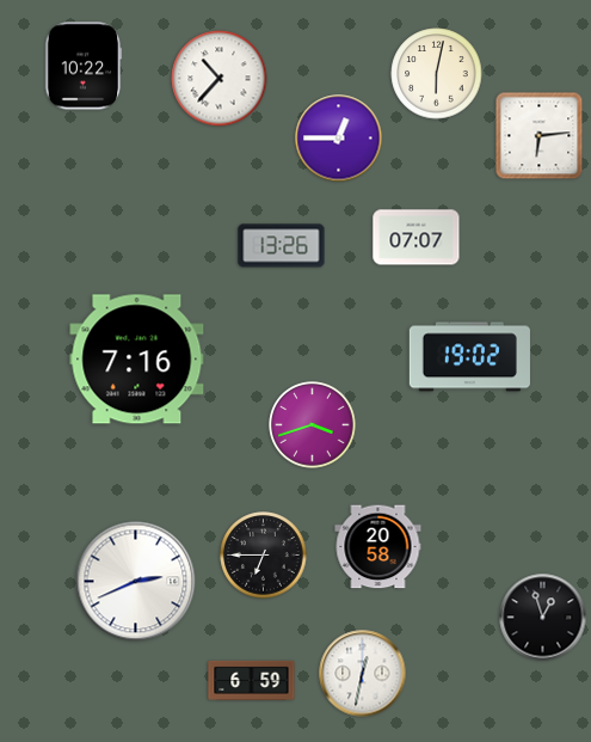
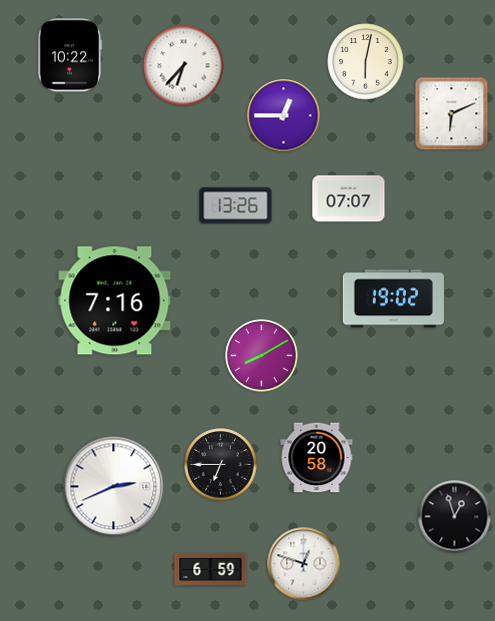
clock at (220, 79): 10:37 -> 6:37
clock at (540, 136): 6:14 -> 6:11
clock at (313, 425): 3:42 -> 8:10
clock at (363, 674): 12:32 -> 12:48
